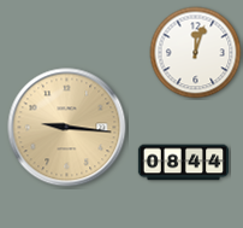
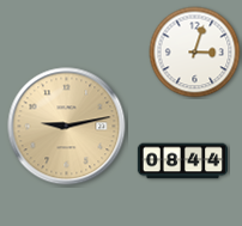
clock at (196, 53): 12:03 -> 3:03
clock at (67, 128): 9:16 -> 9:13
